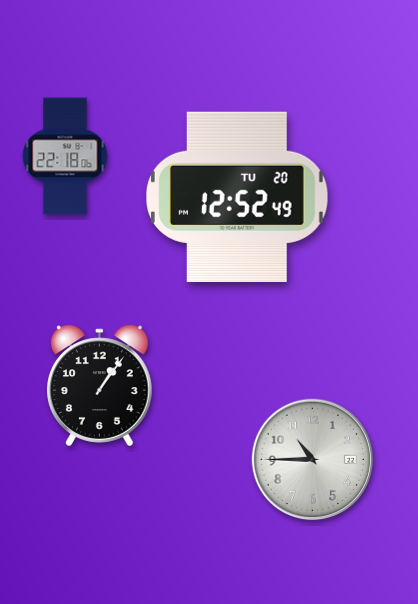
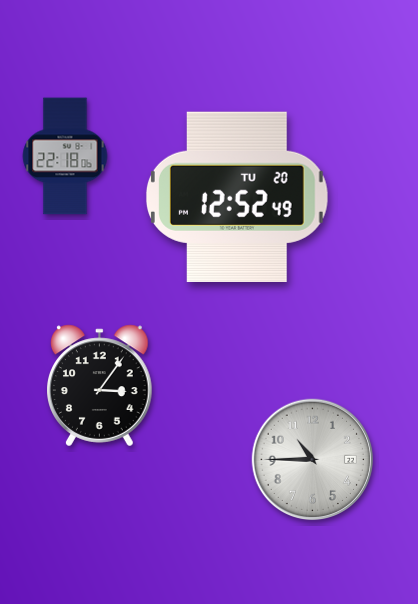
clock at (100, 386): 1:06 -> 3:06
